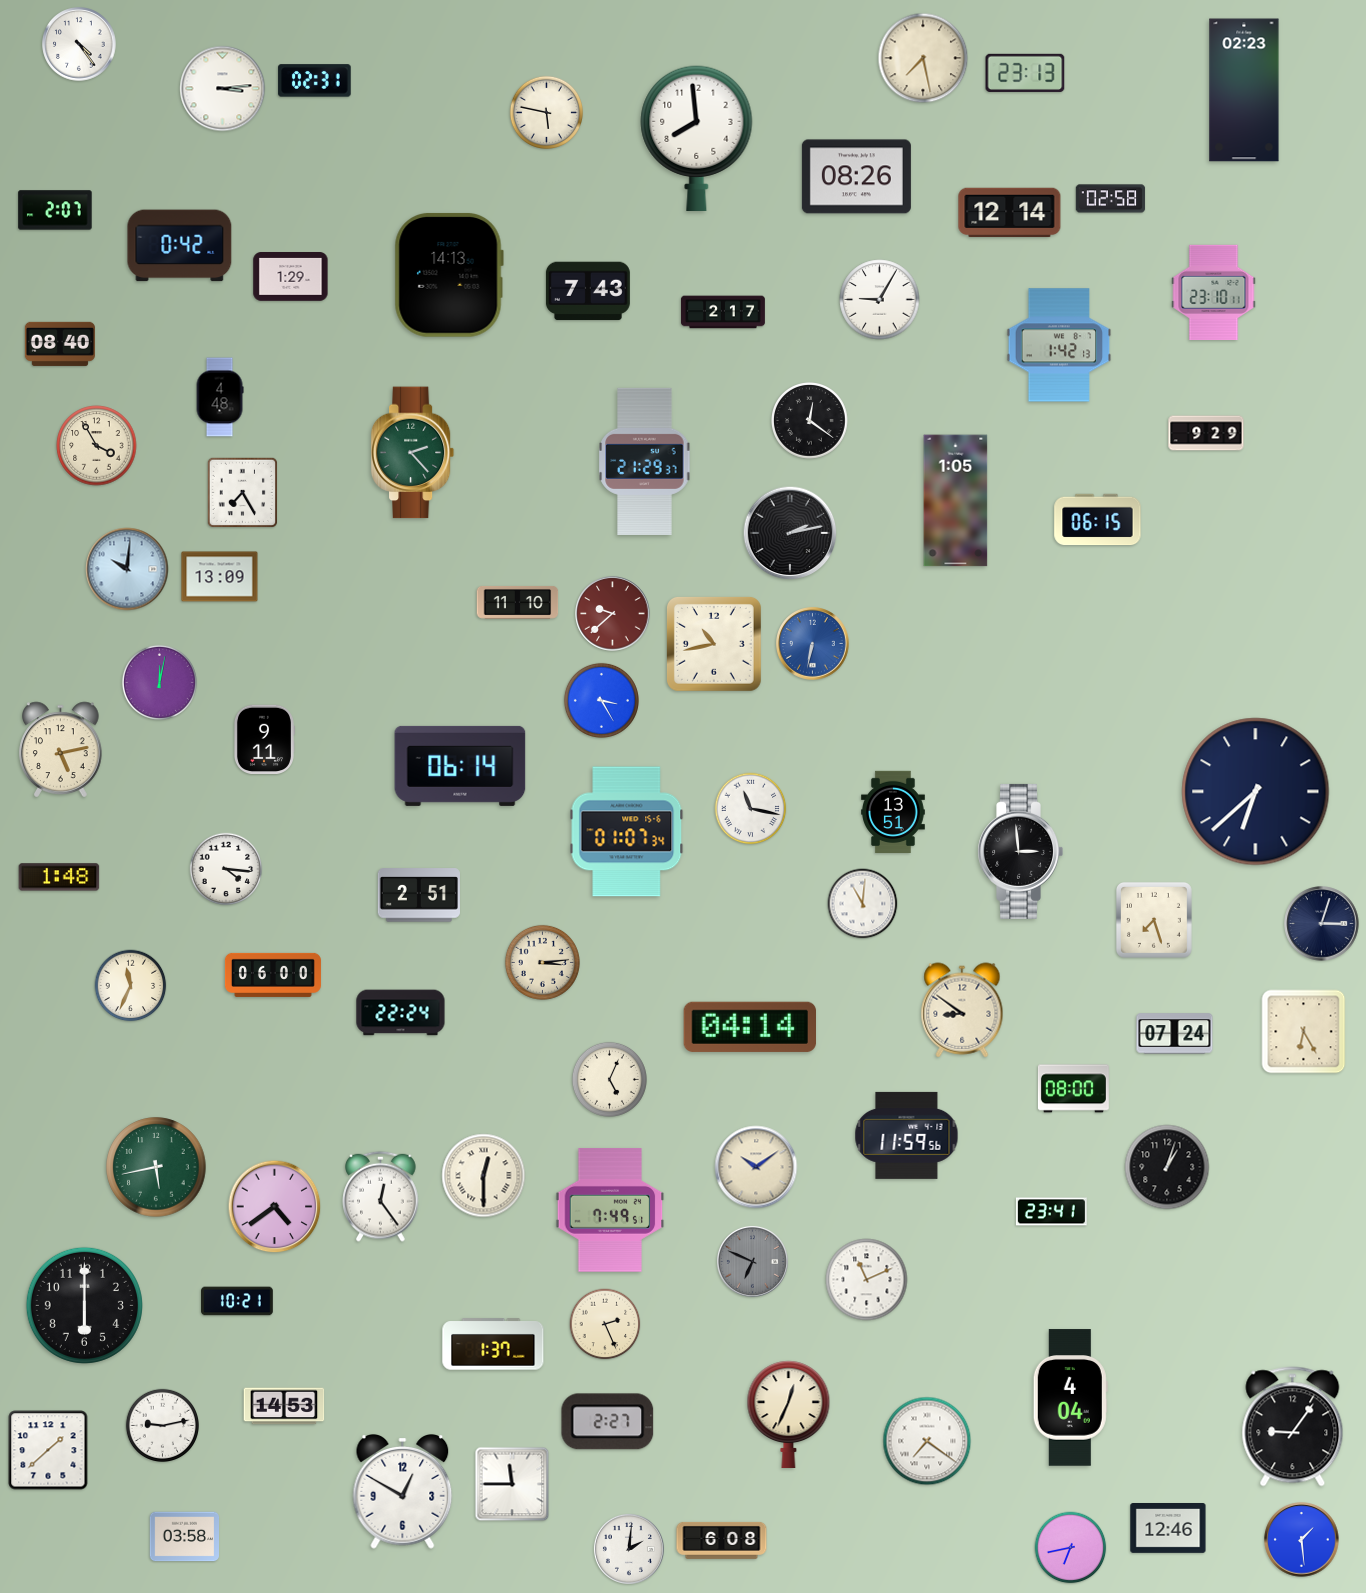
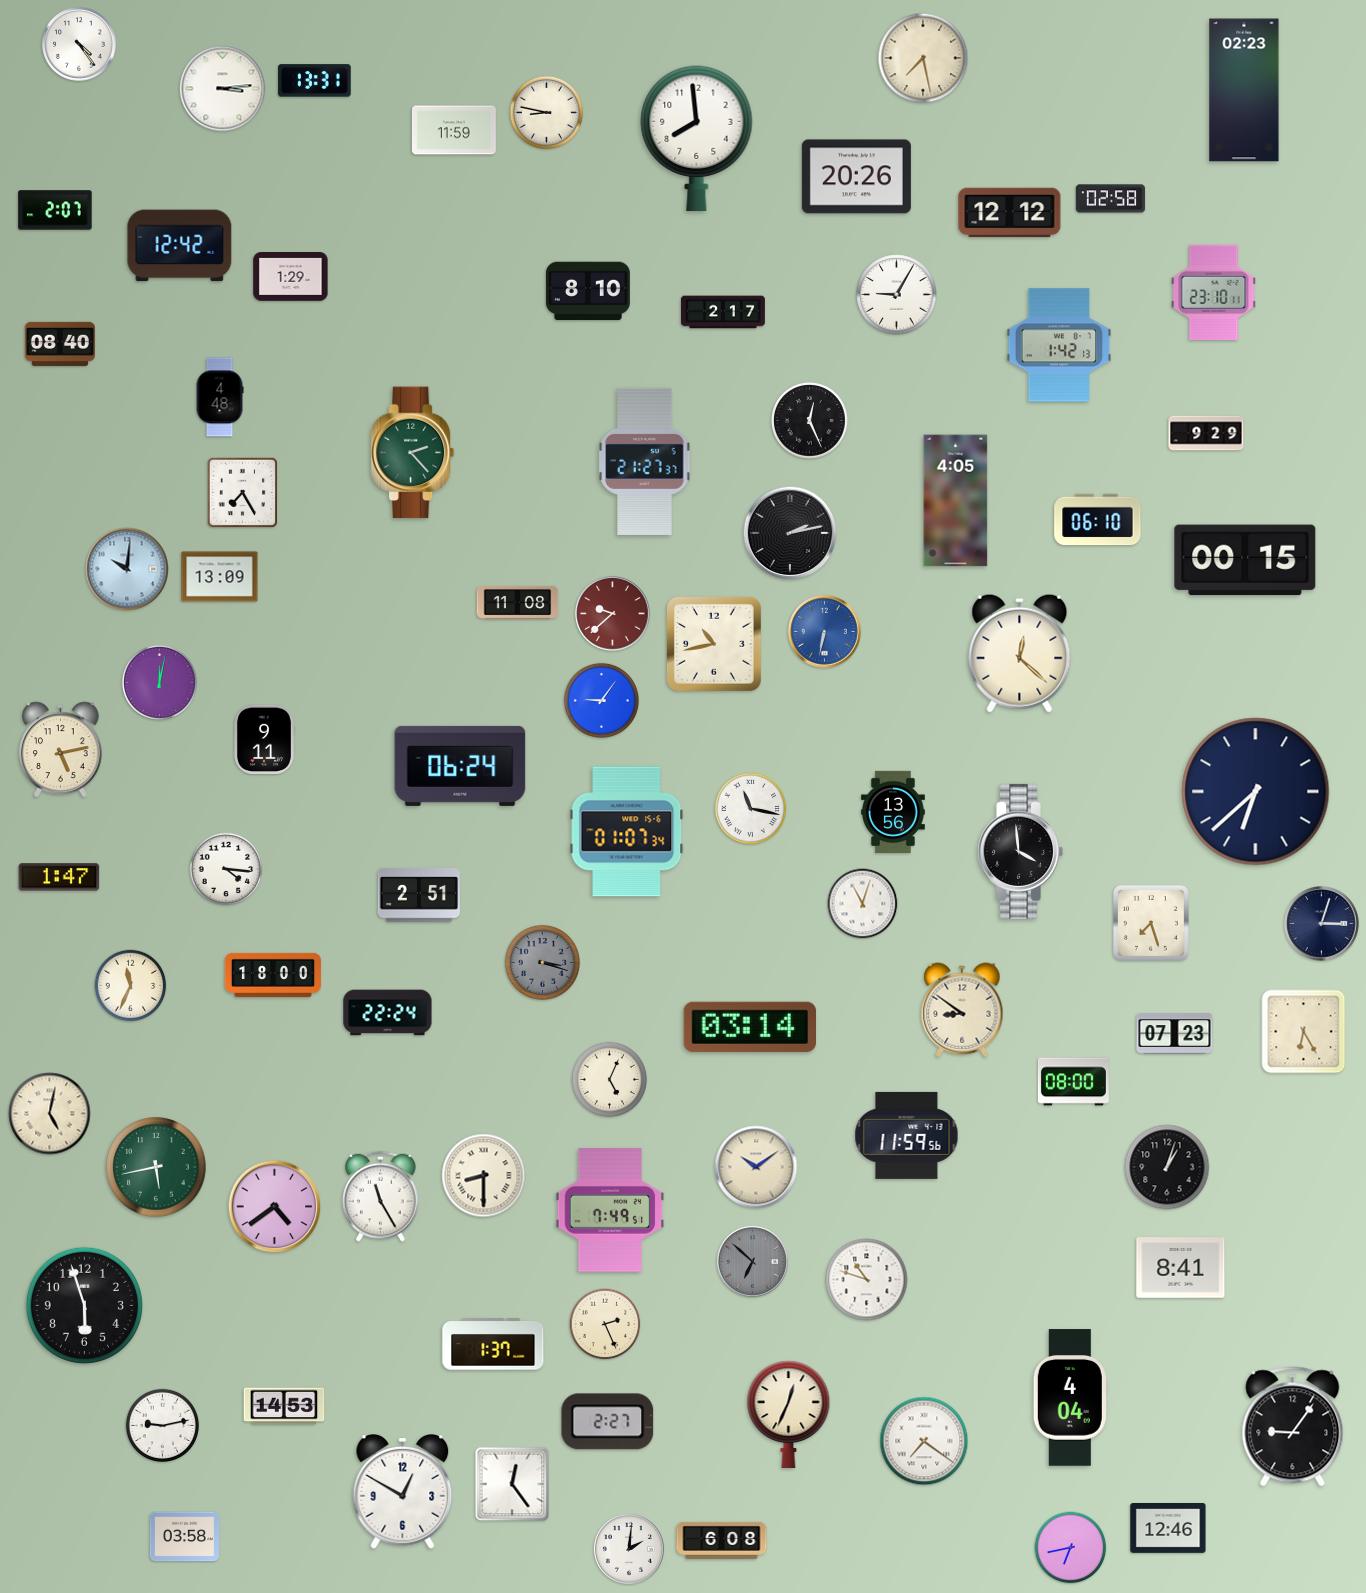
clock at (1025, 73): 23:13 -> none
clock at (315, 81): 02:31 -> 13:31
clock at (546, 112): 5:47 -> 8:47
clock at (454, 130): none -> 11:59
clock at (856, 177): 08:26 -> 20:26
clock at (1010, 213): 12:14 -> 12:12
clock at (180, 246): 0:42 -> 12:42
clock at (449, 275): 14:13 -> none
clock at (588, 291): 7:43 -> 8:10
clock at (880, 300) position: (880, 300) -> (897, 295)
clock at (810, 421): 12:21 -> 12:26
clock at (97, 446): 3:55 -> none
clock at (645, 461): 21:29 -> 21:27
clock at (956, 501): 1:05 -> 4:05
clock at (1098, 520): 06:15 -> 06:10
clock at (1245, 560): none -> 00:15
clock at (518, 602): 11:10 -> 11:08
clock at (813, 644) position: (813, 644) -> (825, 632)
clock at (1020, 653): none -> 12:22
clock at (601, 700): 3:25 -> 9:06
clock at (460, 766): 06:14 -> 06:24
clock at (893, 812): 13:51 -> 13:56
clock at (1020, 851): 2:59 -> 3:59
clock at (59, 877): 1:48 -> 1:47
clock at (863, 904): 11:01 -> 11:03
clock at (1154, 920) position: (1154, 920) -> (1151, 923)
clock at (542, 962): 3:14 -> 3:18
clock at (542, 962) dial: cream -> grey
clock at (273, 975): 06:00 -> 18:00
clock at (401, 1013) position: (401, 1013) -> (388, 1013)
clock at (749, 1027): 04:14 -> 03:14
clock at (1175, 1034): 07:24 -> 07:23
clock at (1073, 1089) position: (1073, 1089) -> (1073, 1082)
clock at (50, 1114): none -> 5:02
clock at (484, 1176): 12:30 -> 8:30
clock at (381, 1196): 12:24 -> 11:25
clock at (1051, 1212): 23:41 -> none
clock at (752, 1261): 6:49 -> 6:52
clock at (1181, 1268): none -> 8:41
clock at (867, 1280): 11:11 -> 10:48
clock at (237, 1301): 10:21 -> none
clock at (84, 1305): 6:00 -> 5:57
clock at (927, 1441) position: (927, 1441) -> (924, 1441)
clock at (48, 1450): 1:38 -> none
clock at (512, 1484): 11:45 -> 12:24
clock at (1302, 1540): 1:29 -> none
